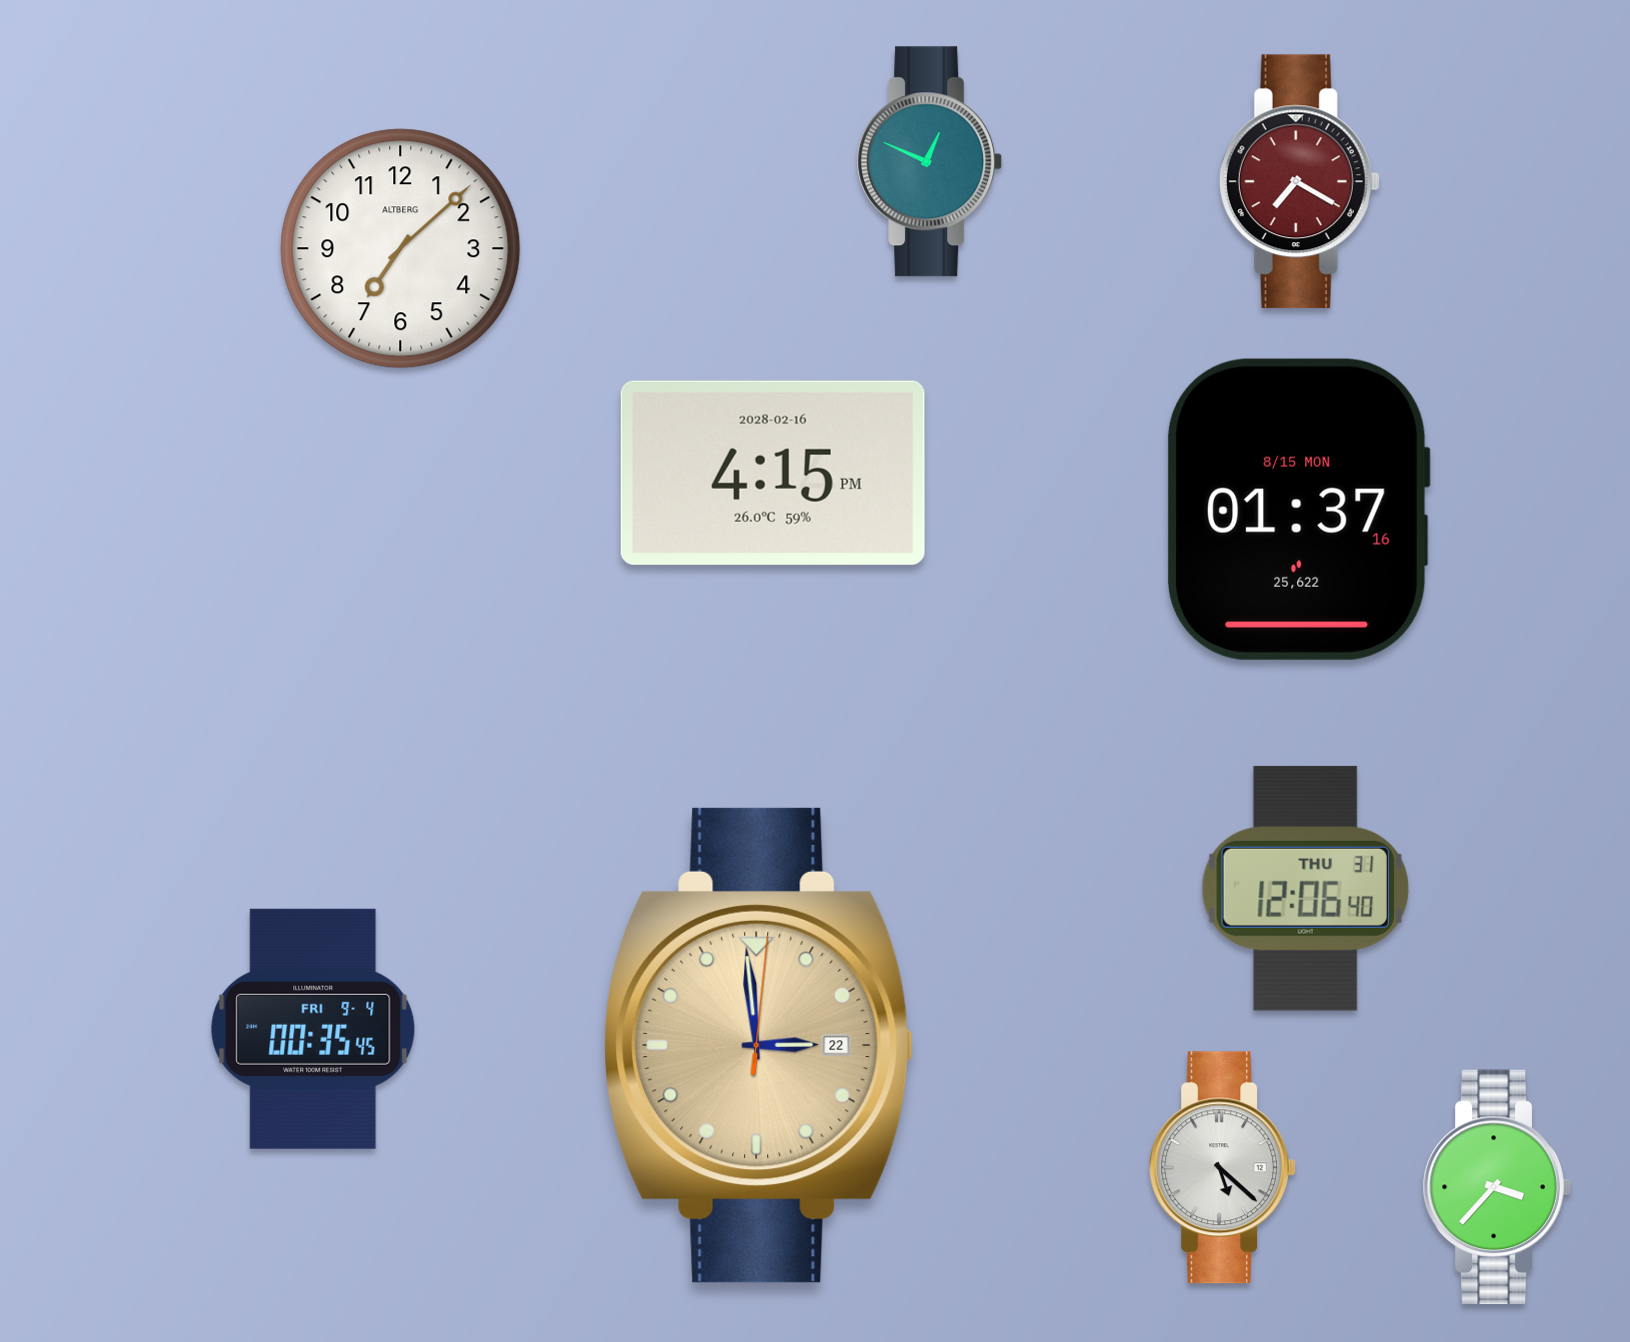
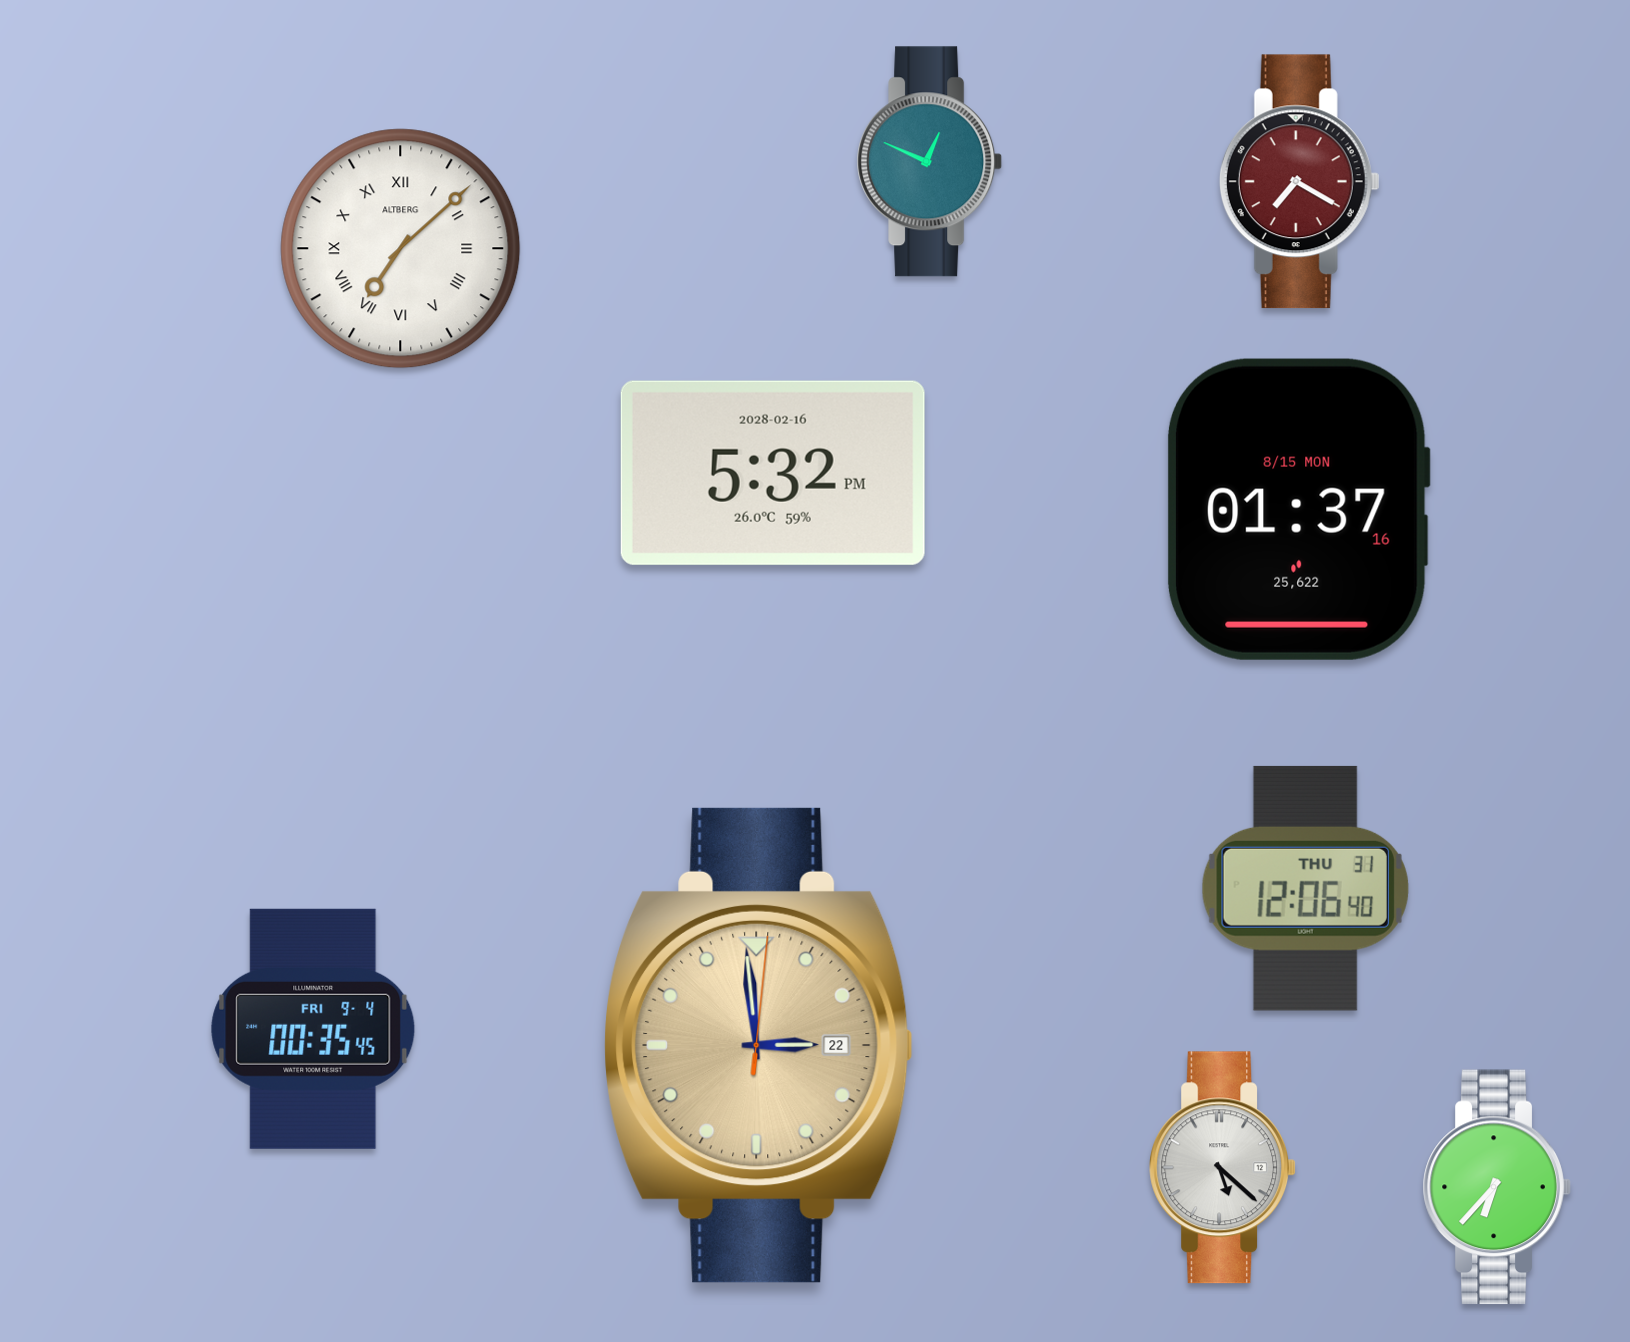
clock at (401, 249) numerals: Arabic -> Roman
clock at (773, 473): 4:15 -> 5:32
clock at (1497, 1187): 3:37 -> 6:37
